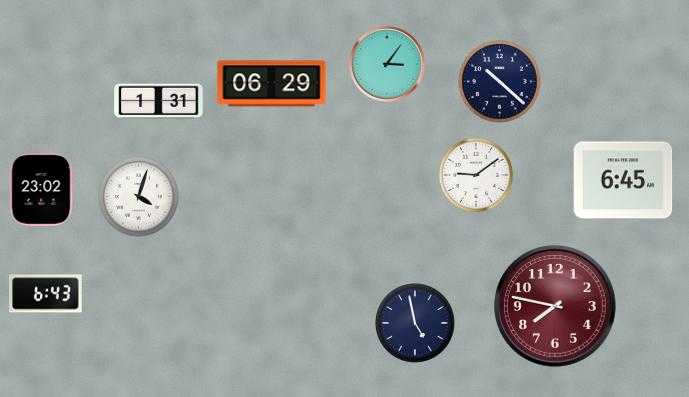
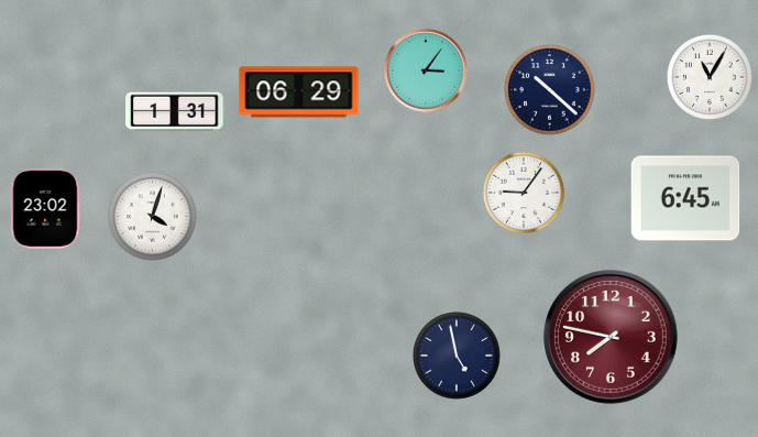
clock at (710, 77): none -> 11:05
clock at (475, 174): 9:09 -> 9:06
clock at (46, 294): 6:43 -> none
